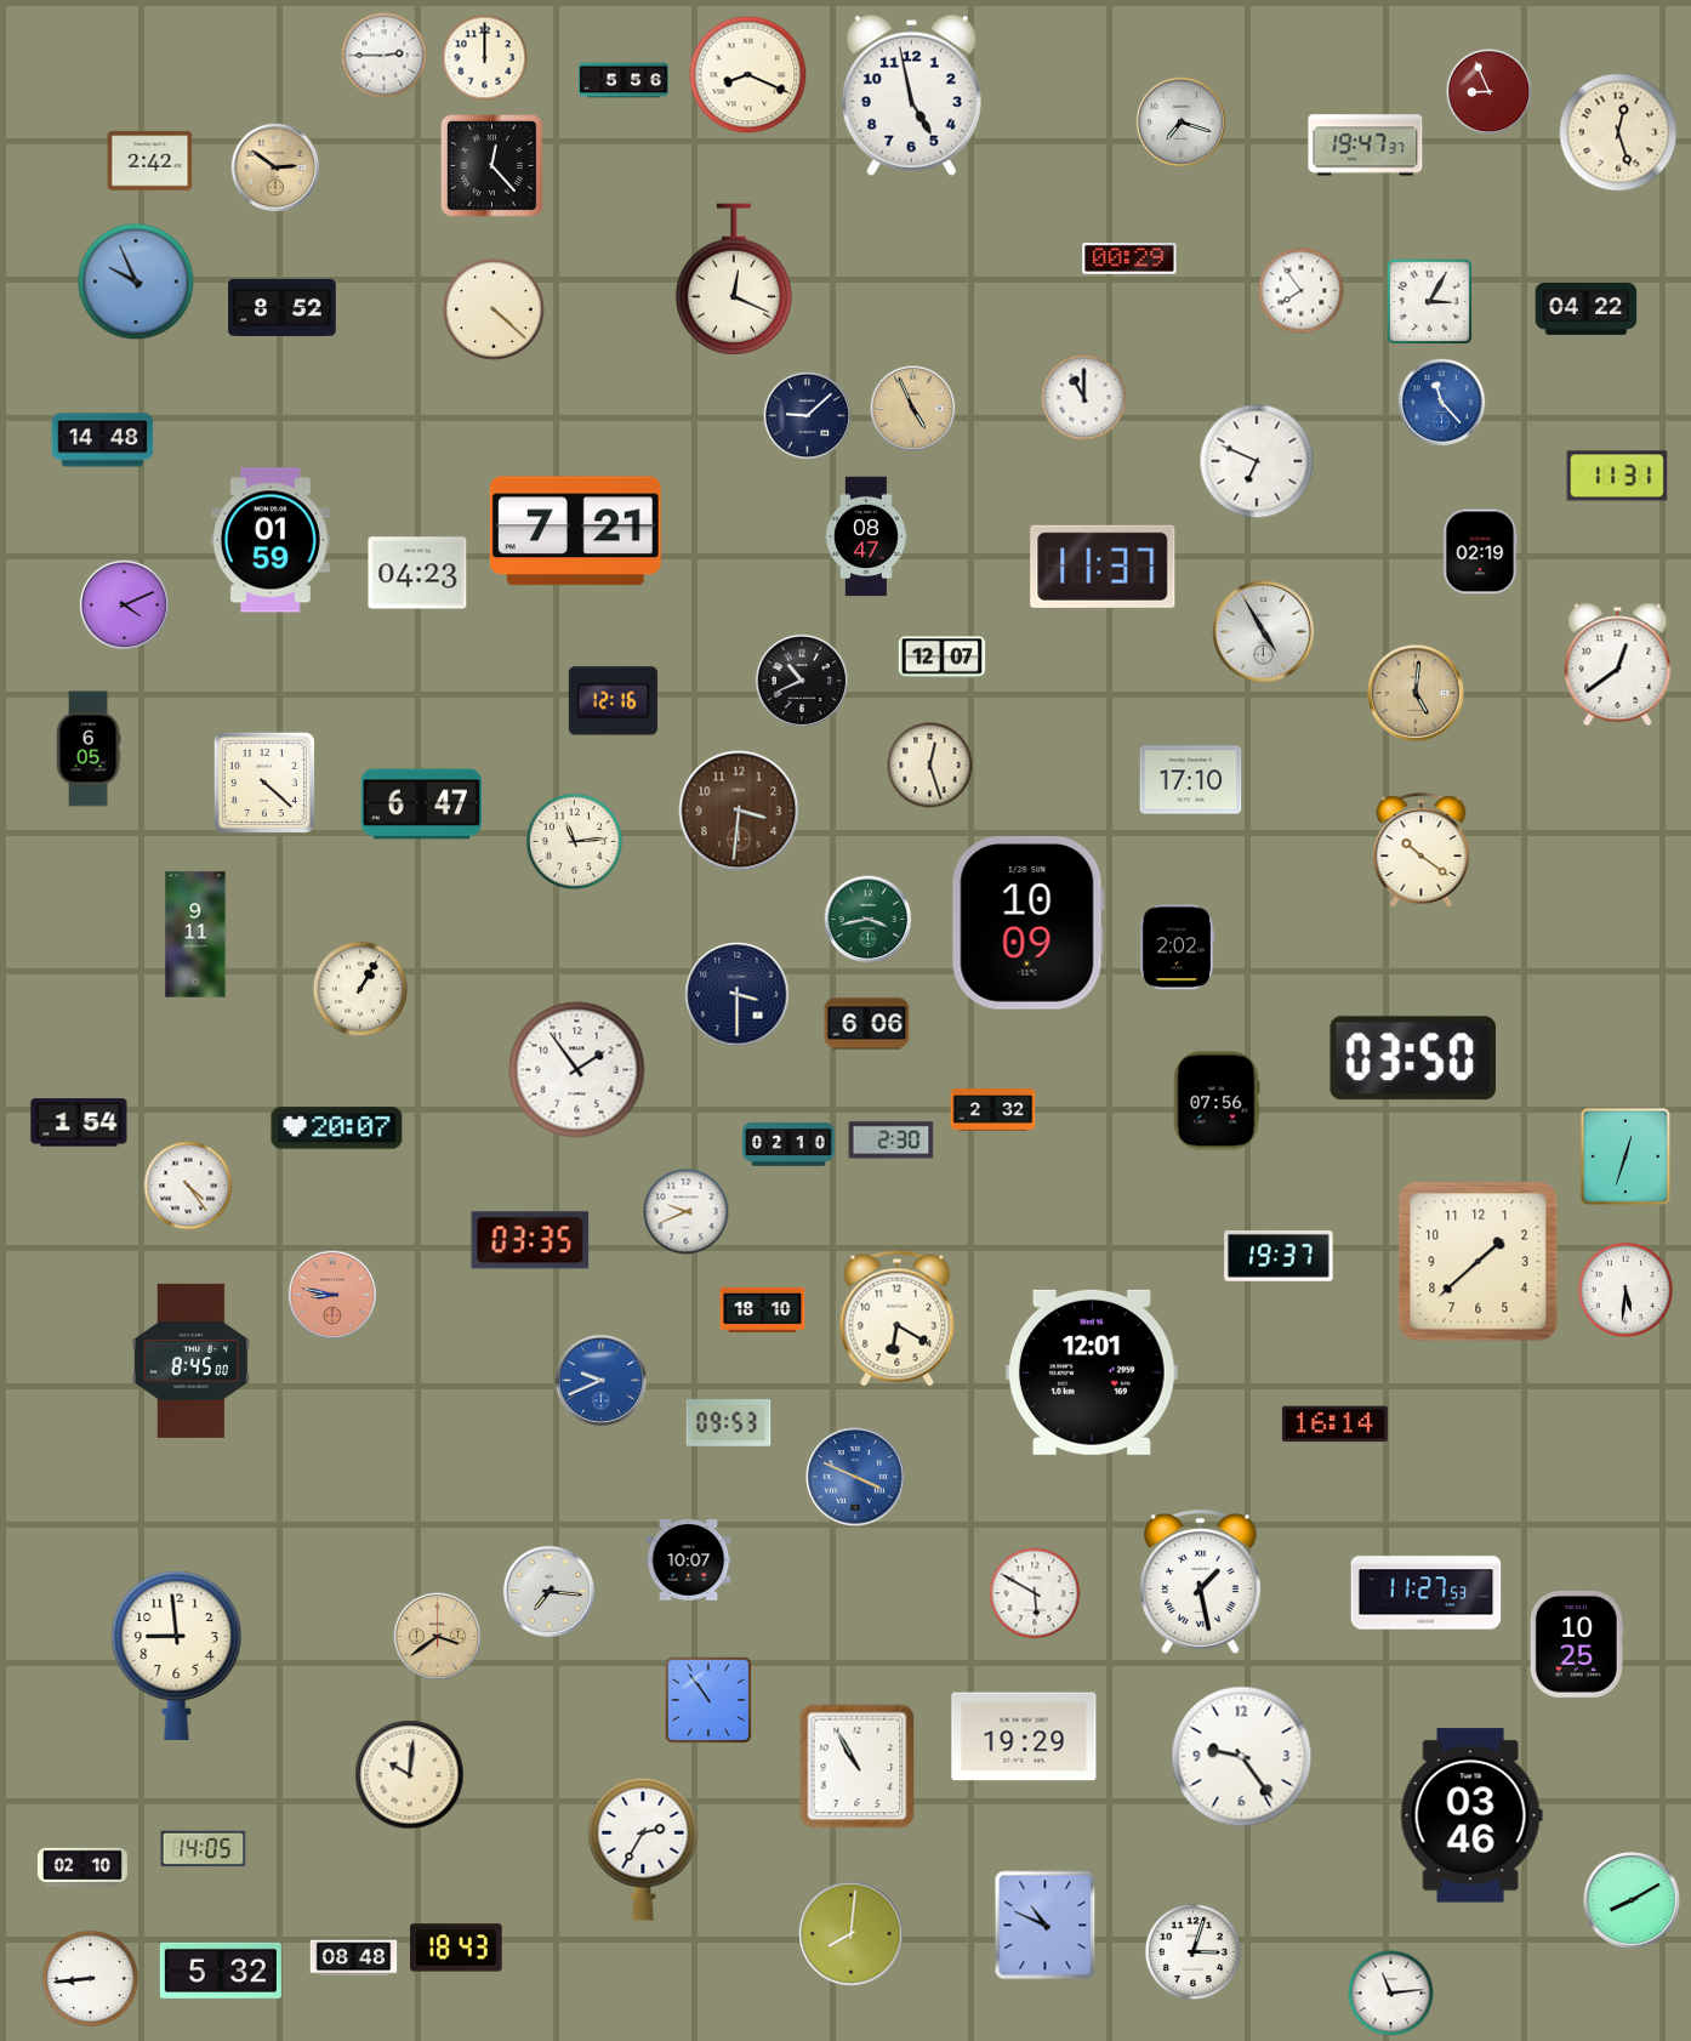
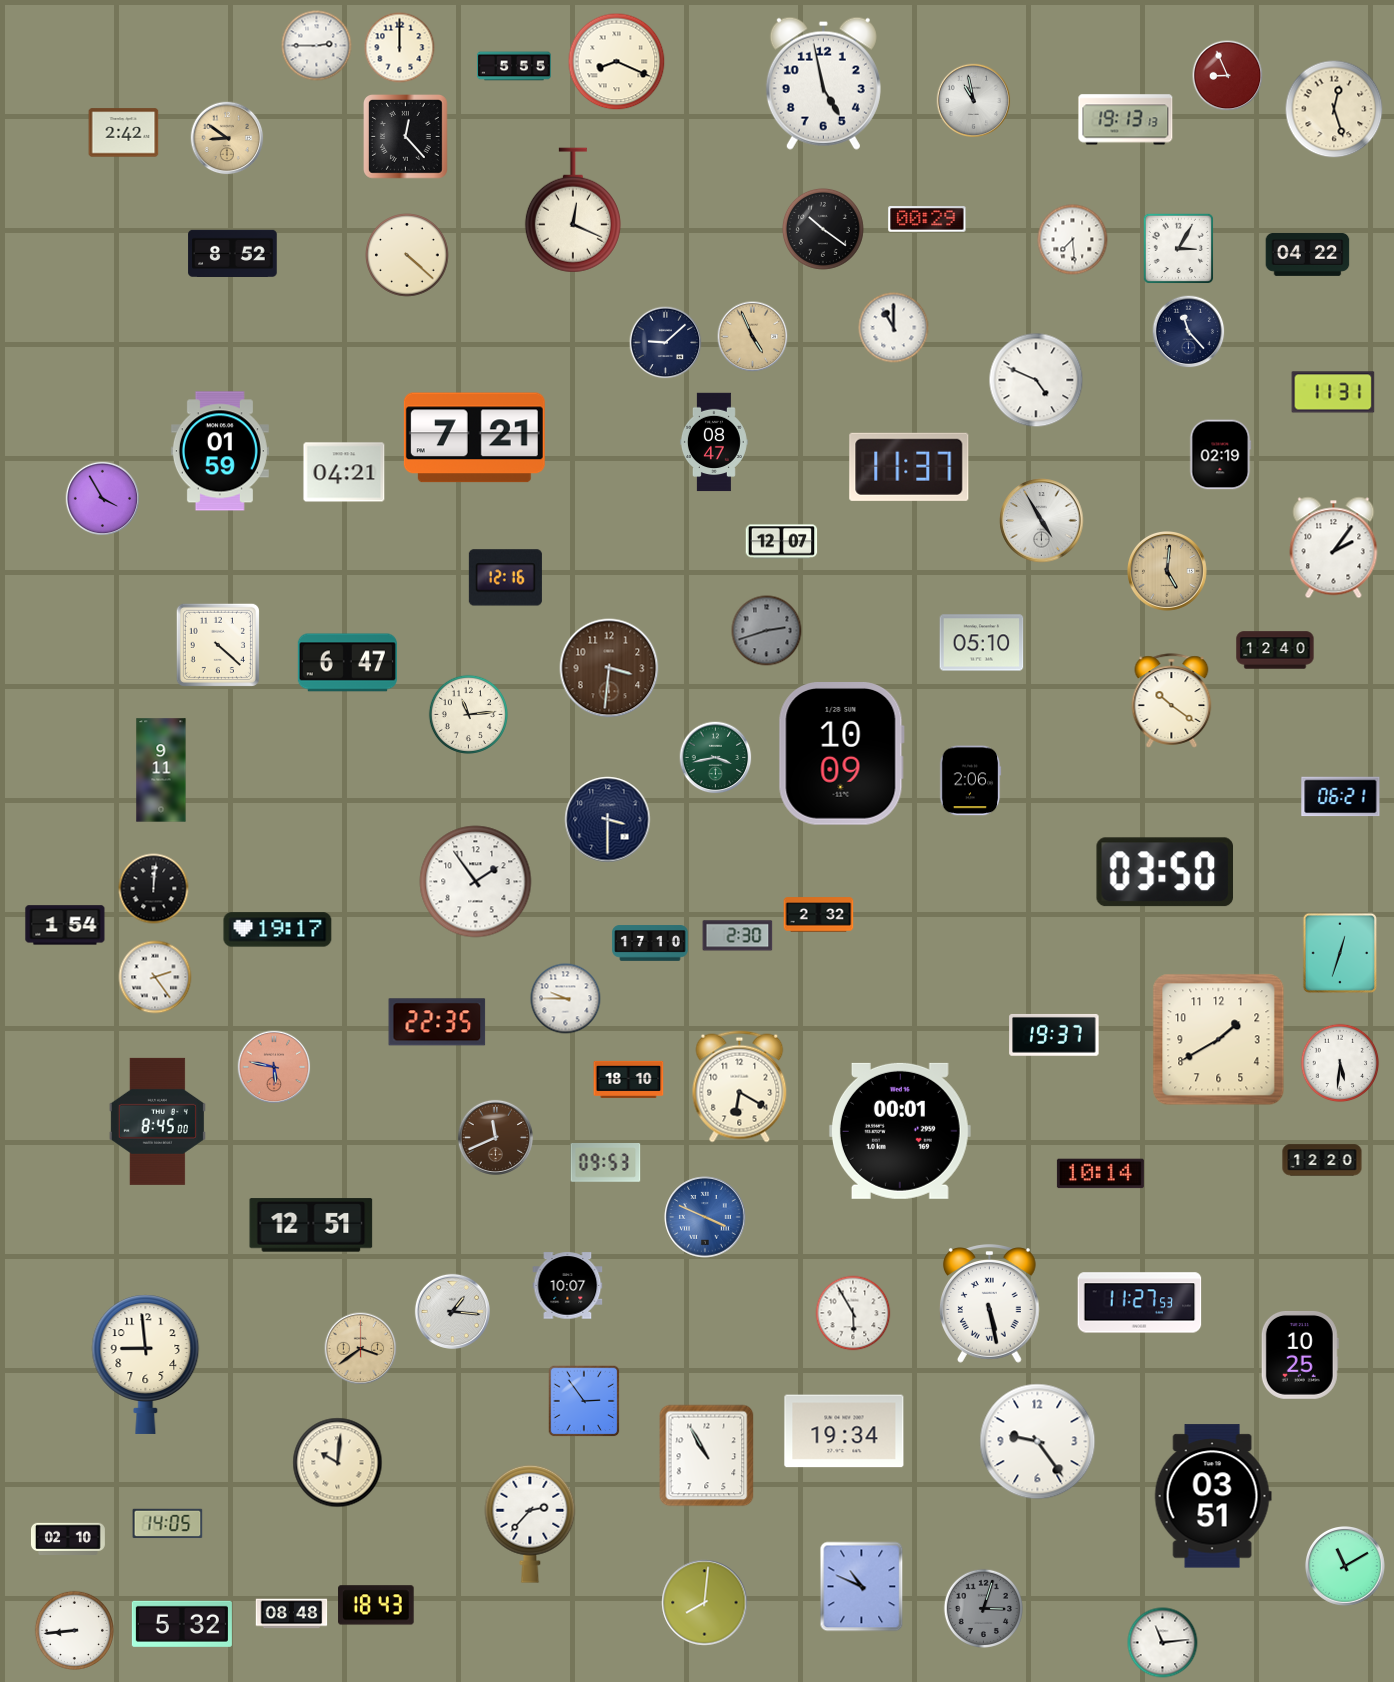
clock at (624, 80): 5:56 -> 5:55
clock at (911, 95) position: (911, 95) -> (823, 83)
clock at (1182, 123): 7:18 -> 10:58
clock at (1366, 146): 19:47 -> 19:13
clock at (275, 167): 2:51 -> 8:51
clock at (1129, 258) position: (1129, 258) -> (927, 219)
clock at (823, 229): none -> 10:21
clock at (734, 279) position: (734, 279) -> (573, 210)
clock at (136, 282): 9:56 -> none
clock at (1302, 291): 7:54 -> 7:29
clock at (1442, 403) dial: blue -> navy
clock at (103, 440): 14:48 -> none
clock at (1257, 461): 6:49 -> 4:49
clock at (271, 540) position: (271, 540) -> (220, 451)
clock at (417, 573): 04:23 -> 04:21
clock at (125, 606): 4:11 -> 3:55
clock at (943, 658) position: (943, 658) -> (782, 542)
clock at (1618, 665): 12:39 -> 2:06
clock at (802, 681): 10:41 -> none
clock at (89, 749): 6:05 -> none
clock at (930, 766): 12:27 -> 2:42
clock at (930, 766) dial: cream -> grey
clock at (1191, 780): 17:10 -> 05:10
clock at (1275, 650): none -> 12:40
clock at (574, 841) position: (574, 841) -> (468, 714)
clock at (1027, 923) position: (1027, 923) -> (841, 754)
clock at (1177, 948): 2:02 -> 2:06
clock at (1341, 797): none -> 06:21
clock at (360, 989): 1:05 -> none
clock at (867, 1024): 6:06 -> none
clock at (154, 889): none -> 12:01
clock at (1217, 1101): 07:56 -> none
clock at (337, 1128): 20:07 -> 19:17
clock at (892, 1141) position: (892, 1141) -> (738, 936)
clock at (788, 1144): 02:10 -> 17:10
clock at (188, 1186): 4:24 -> 2:24
clock at (687, 1212): 9:41 -> 9:45
clock at (530, 1240): 03:35 -> 22:35
clock at (1479, 1262): 1:38 -> 1:40
clock at (332, 1295): 8:47 -> 5:47
clock at (1092, 1372): 12:01 -> 00:01
clock at (600, 1380): 9:41 -> 11:41
clock at (600, 1380) dial: blue -> brown
clock at (1322, 1160): none -> 12:20
clock at (729, 1423) position: (729, 1423) -> (606, 1163)
clock at (1334, 1425): 16:14 -> 10:14
clock at (311, 1225): none -> 12:51
clock at (1200, 1582): 1:28 -> 5:28
clock at (548, 1591): 7:16 -> 1:16
clock at (1035, 1593): 5:50 -> 5:55
clock at (1427, 1593) position: (1427, 1593) -> (1140, 1303)
clock at (708, 1700): 10:54 -> 2:54
clock at (1024, 1736): 19:29 -> 19:34
clock at (1242, 1757) position: (1242, 1757) -> (1038, 1442)
clock at (1471, 1815): 03:46 -> 03:51
clock at (643, 1849): 2:35 -> 2:37
clock at (1633, 1901): 8:10 -> 11:10
clock at (852, 1934) position: (852, 1934) -> (705, 1603)
clock at (1192, 1951) dial: white -> grey
clock at (1391, 1994) position: (1391, 1994) -> (1163, 1643)
